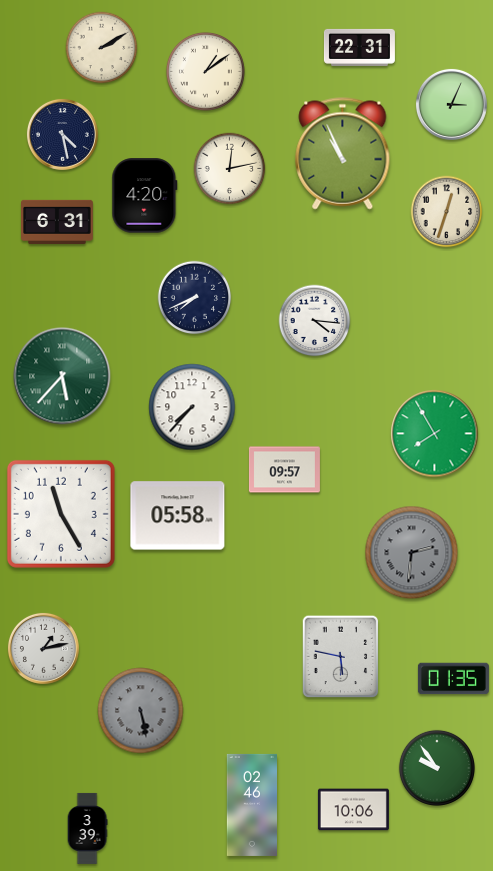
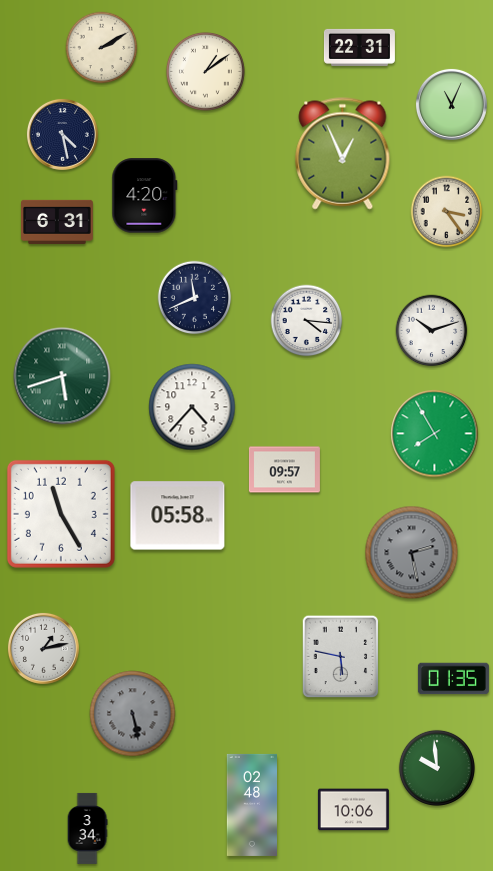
clock at (451, 104): 3:04 -> 11:04
clock at (343, 154): 10:56 -> 12:56
clock at (230, 169): 12:13 -> none
clock at (447, 212): 12:33 -> 3:24
clock at (195, 298): 7:41 -> 11:41
clock at (315, 321) position: (315, 321) -> (307, 321)
clock at (432, 331): none -> 10:12
clock at (62, 376): 5:37 -> 5:42
clock at (192, 407): 7:37 -> 4:37
clock at (412, 553): 2:31 -> 2:28
clock at (141, 711) position: (141, 711) -> (133, 714)
clock at (437, 768): 9:54 -> 9:59
clock at (251, 805): 02:46 -> 02:48
clock at (87, 828): 3:39 -> 3:34
